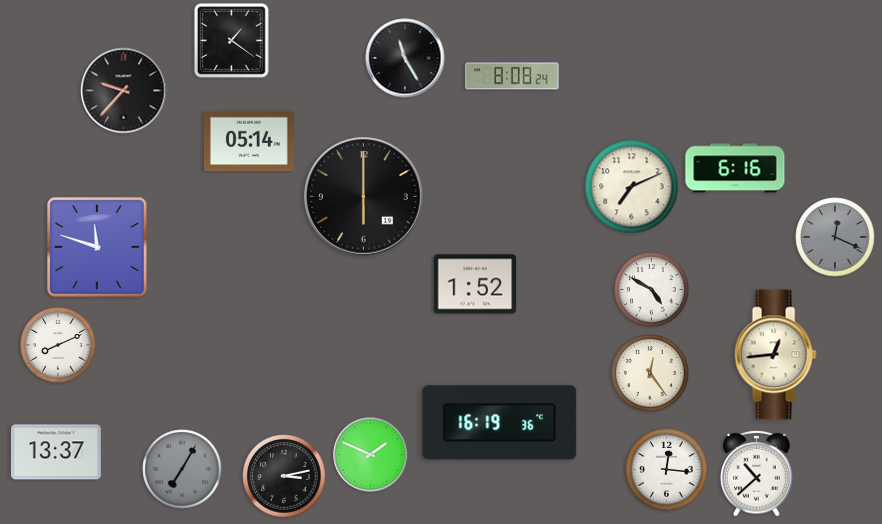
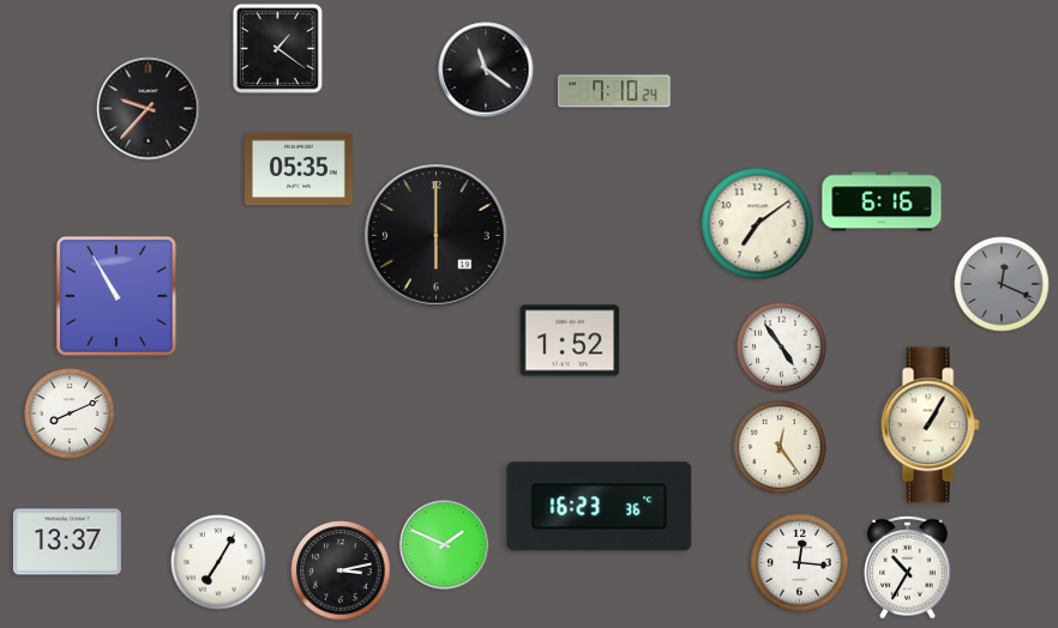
clock at (405, 58): 11:25 -> 11:21
clock at (512, 76): 8:08 -> 7:10
clock at (249, 141): 05:14 -> 05:35
clock at (632, 187): 7:11 -> 7:09
clock at (97, 247): 11:48 -> 10:55
clock at (652, 290): 4:50 -> 4:54
clock at (775, 355): 12:44 -> 1:05
clock at (500, 423): 16:19 -> 16:23
clock at (182, 469) dial: grey -> white
clock at (757, 473): 10:38 -> 10:35
